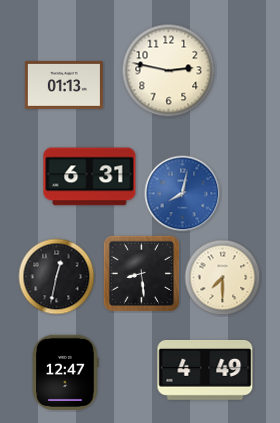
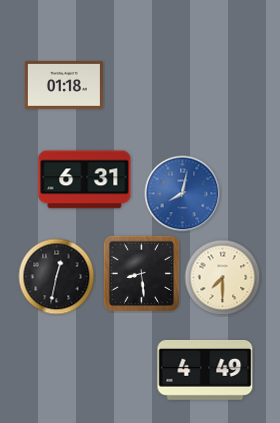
clock at (169, 71): 2:47 -> none
clock at (64, 85): 01:13 -> 01:18
clock at (90, 177) position: (90, 177) -> (85, 180)
clock at (65, 372): 12:47 -> none
